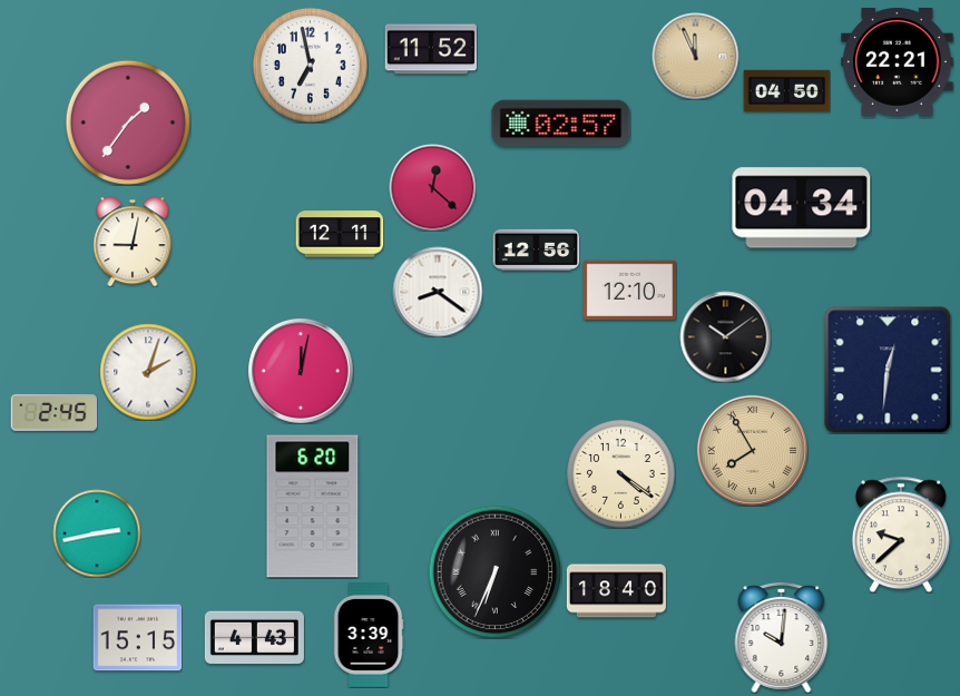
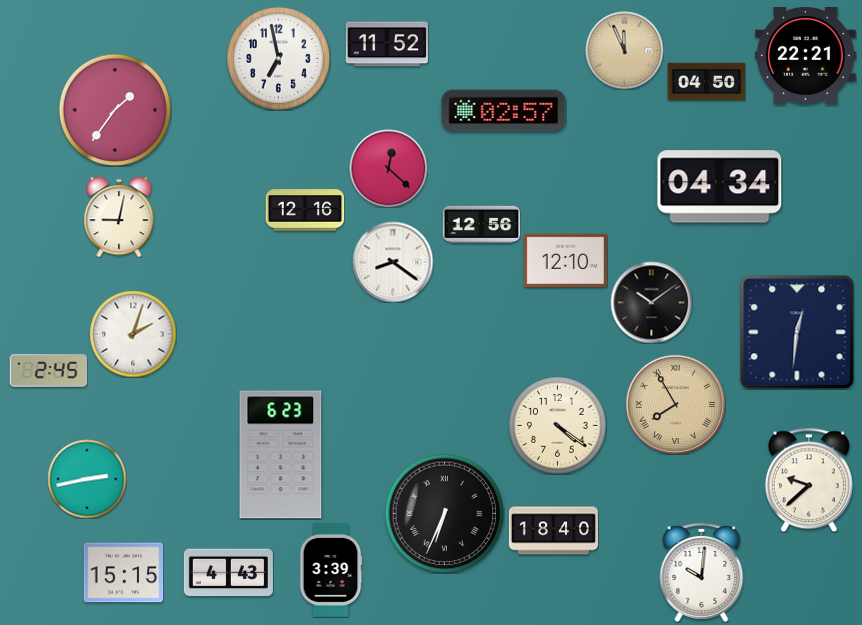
clock at (340, 234): 12:11 -> 12:16
clock at (301, 371): 12:02 -> none
clock at (313, 507): 6:20 -> 6:23
